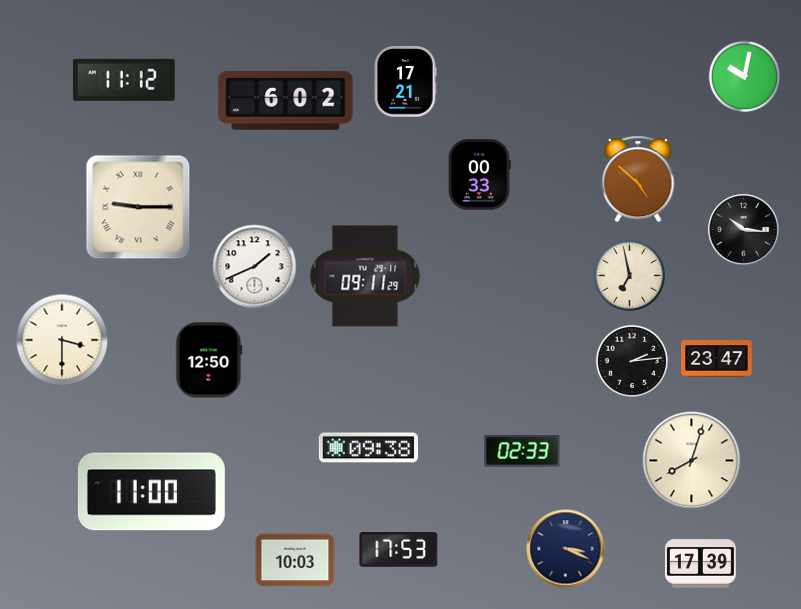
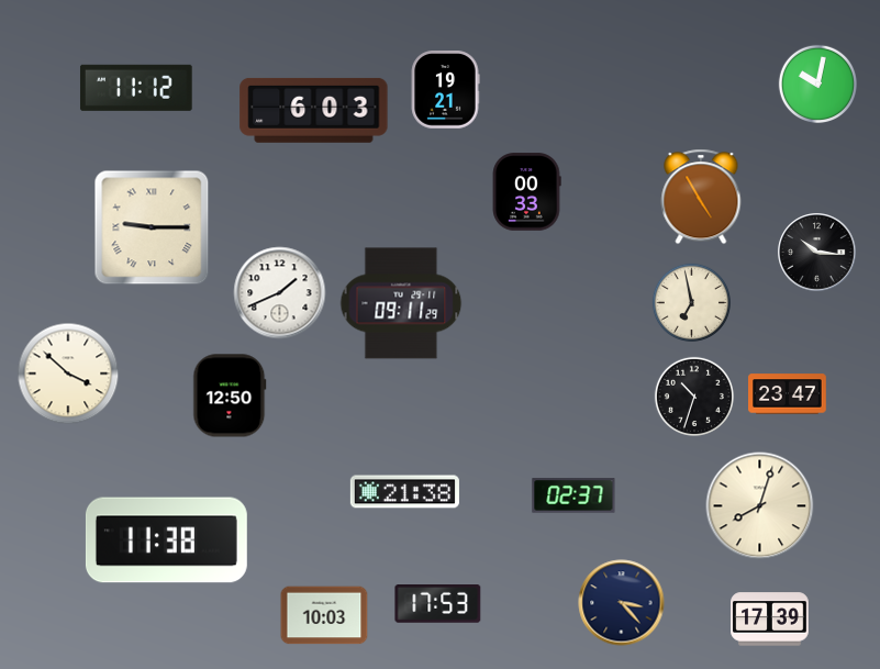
clock at (405, 82): 17:21 -> 19:21
clock at (286, 100): 6:02 -> 6:03
clock at (638, 179): 4:52 -> 4:55
clock at (62, 340): 3:30 -> 3:52
clock at (632, 361): 2:14 -> 10:33
clock at (368, 448): 09:38 -> 21:38
clock at (522, 451): 02:33 -> 02:37
clock at (151, 492): 11:00 -> 11:38
clock at (566, 549): 3:19 -> 3:23
